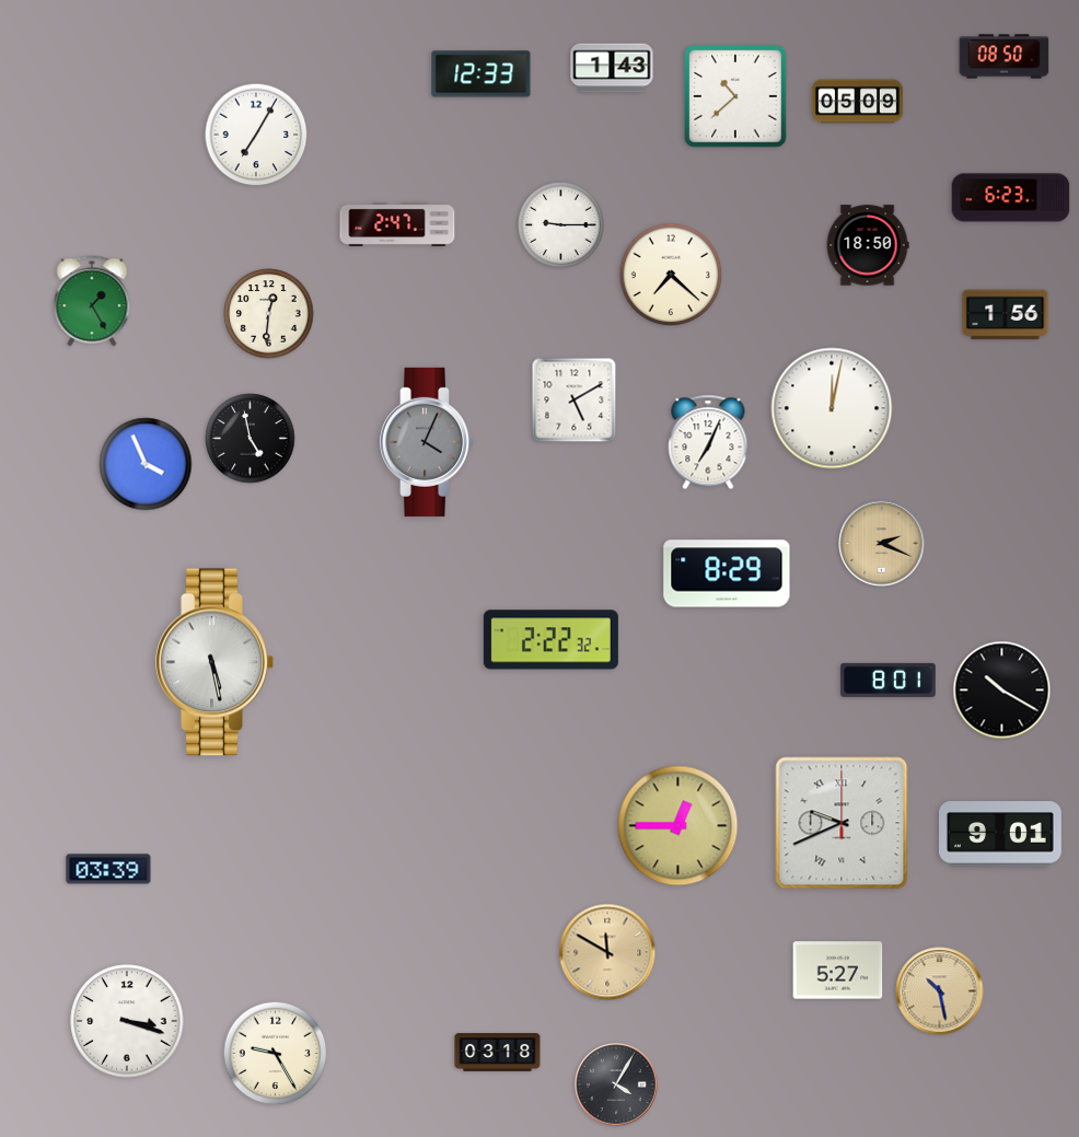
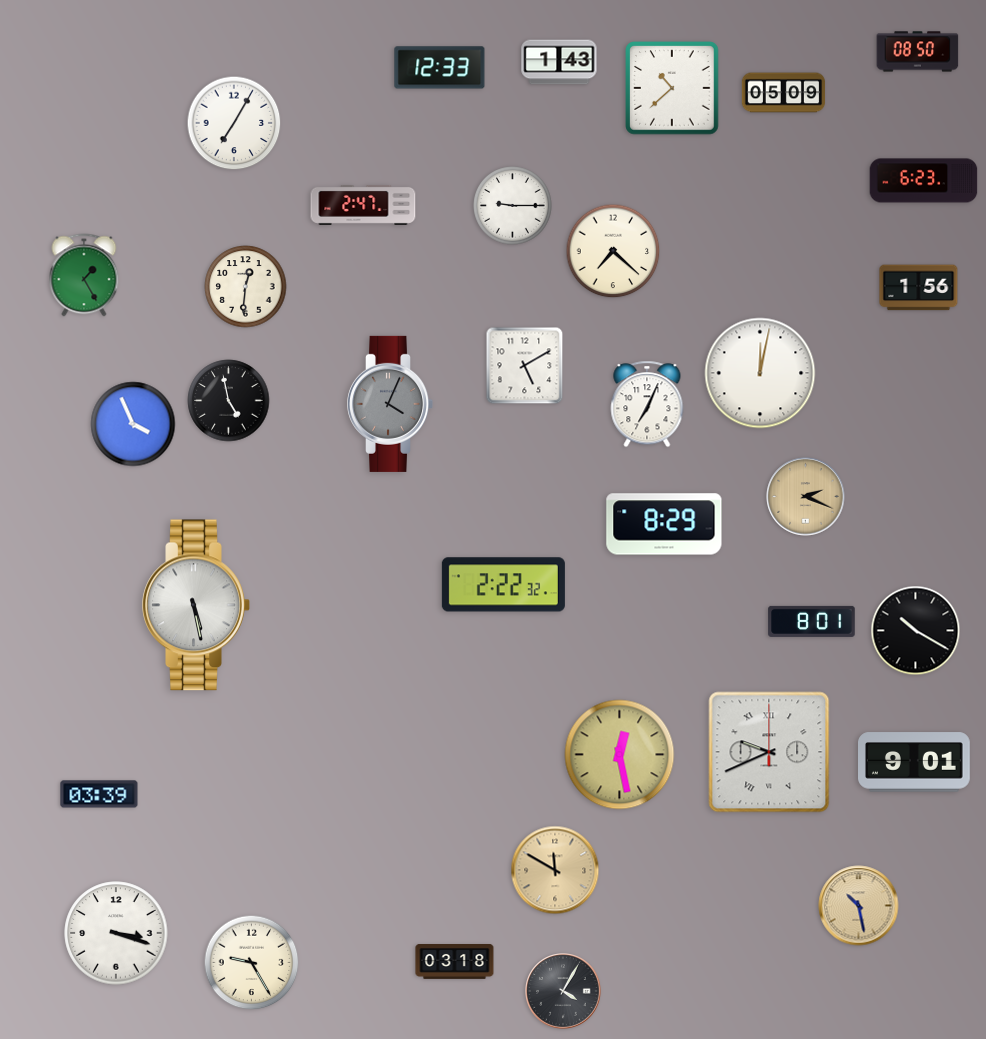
clock at (868, 245): 18:50 -> none
clock at (678, 826): 12:45 -> 12:28
clock at (838, 971): 5:27 -> none
